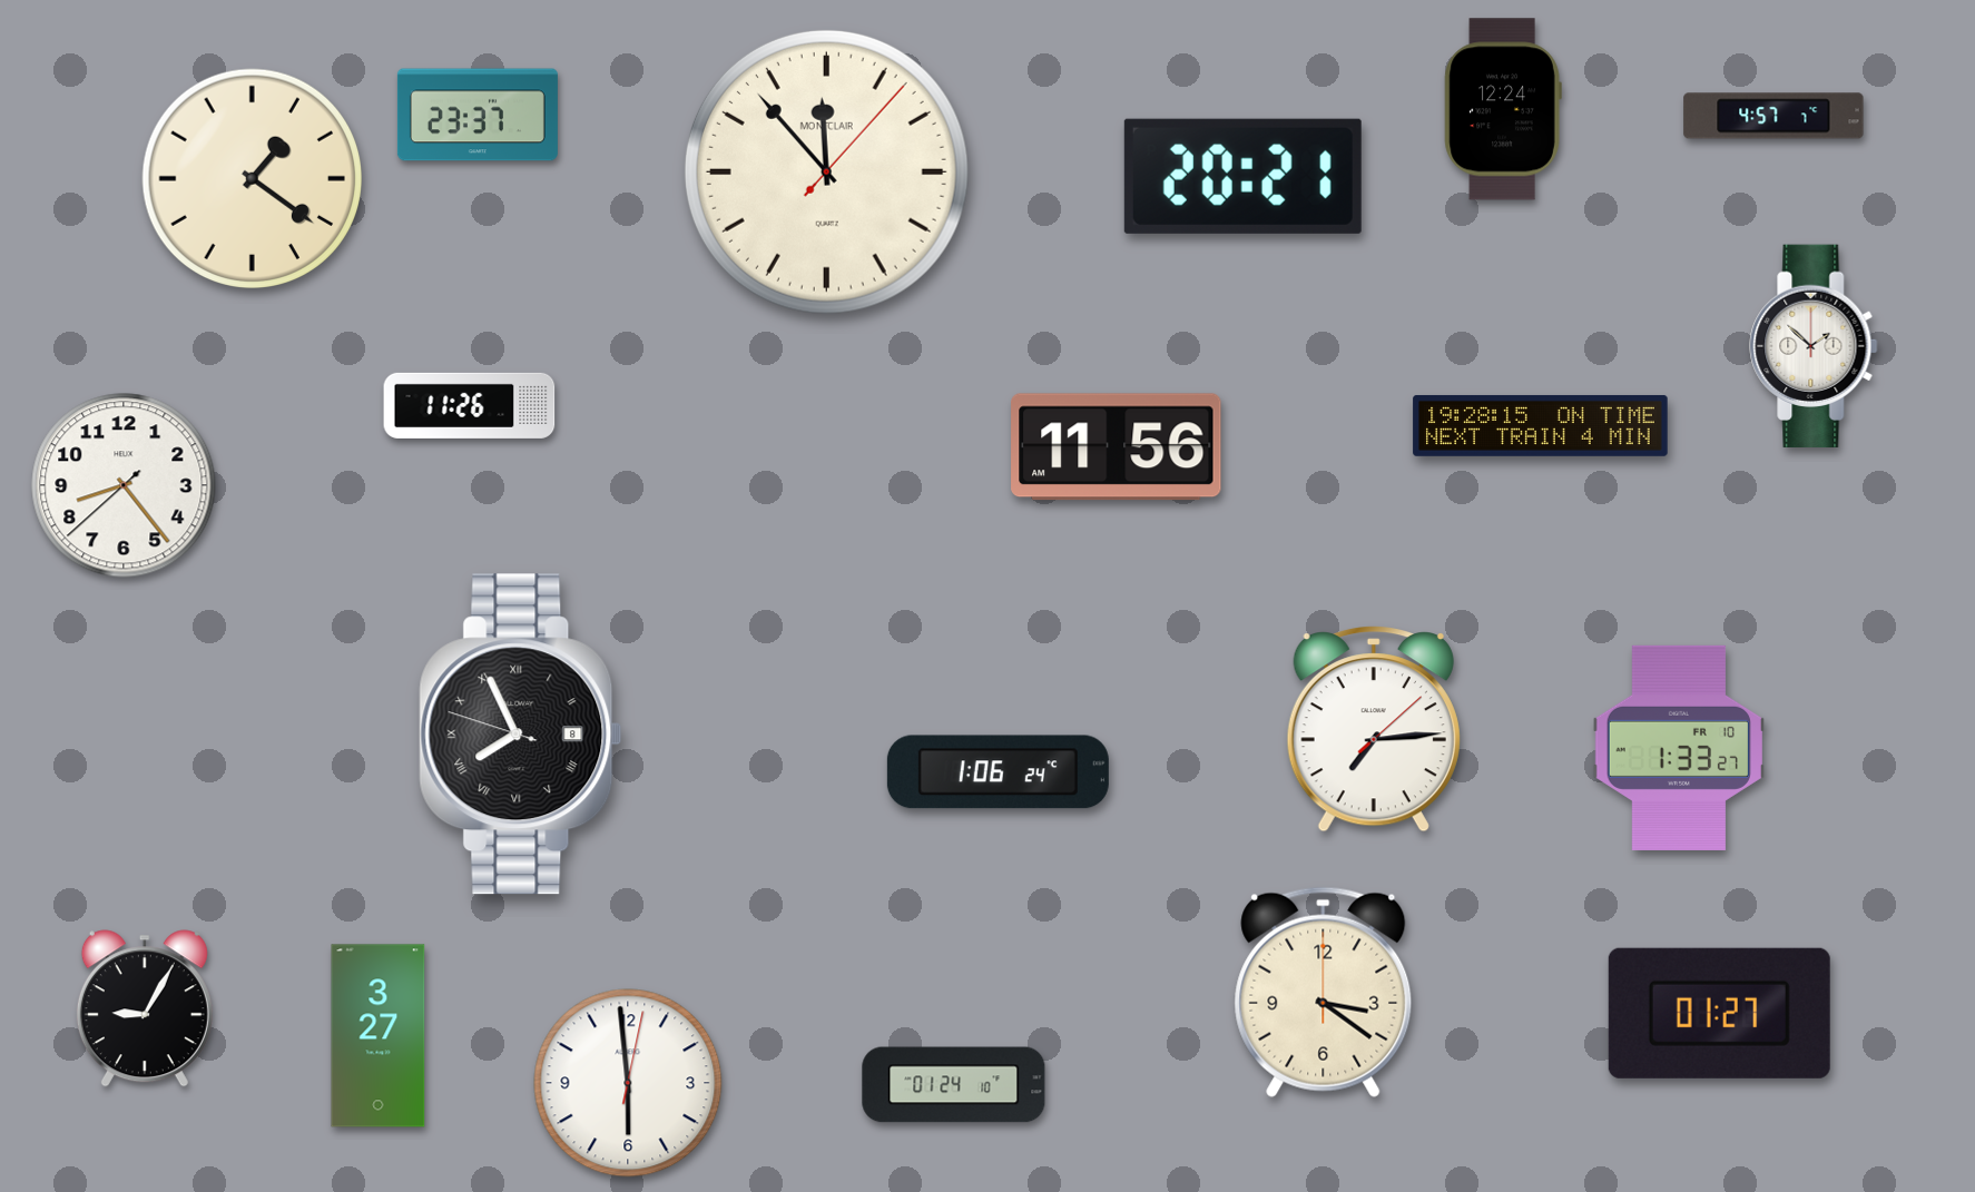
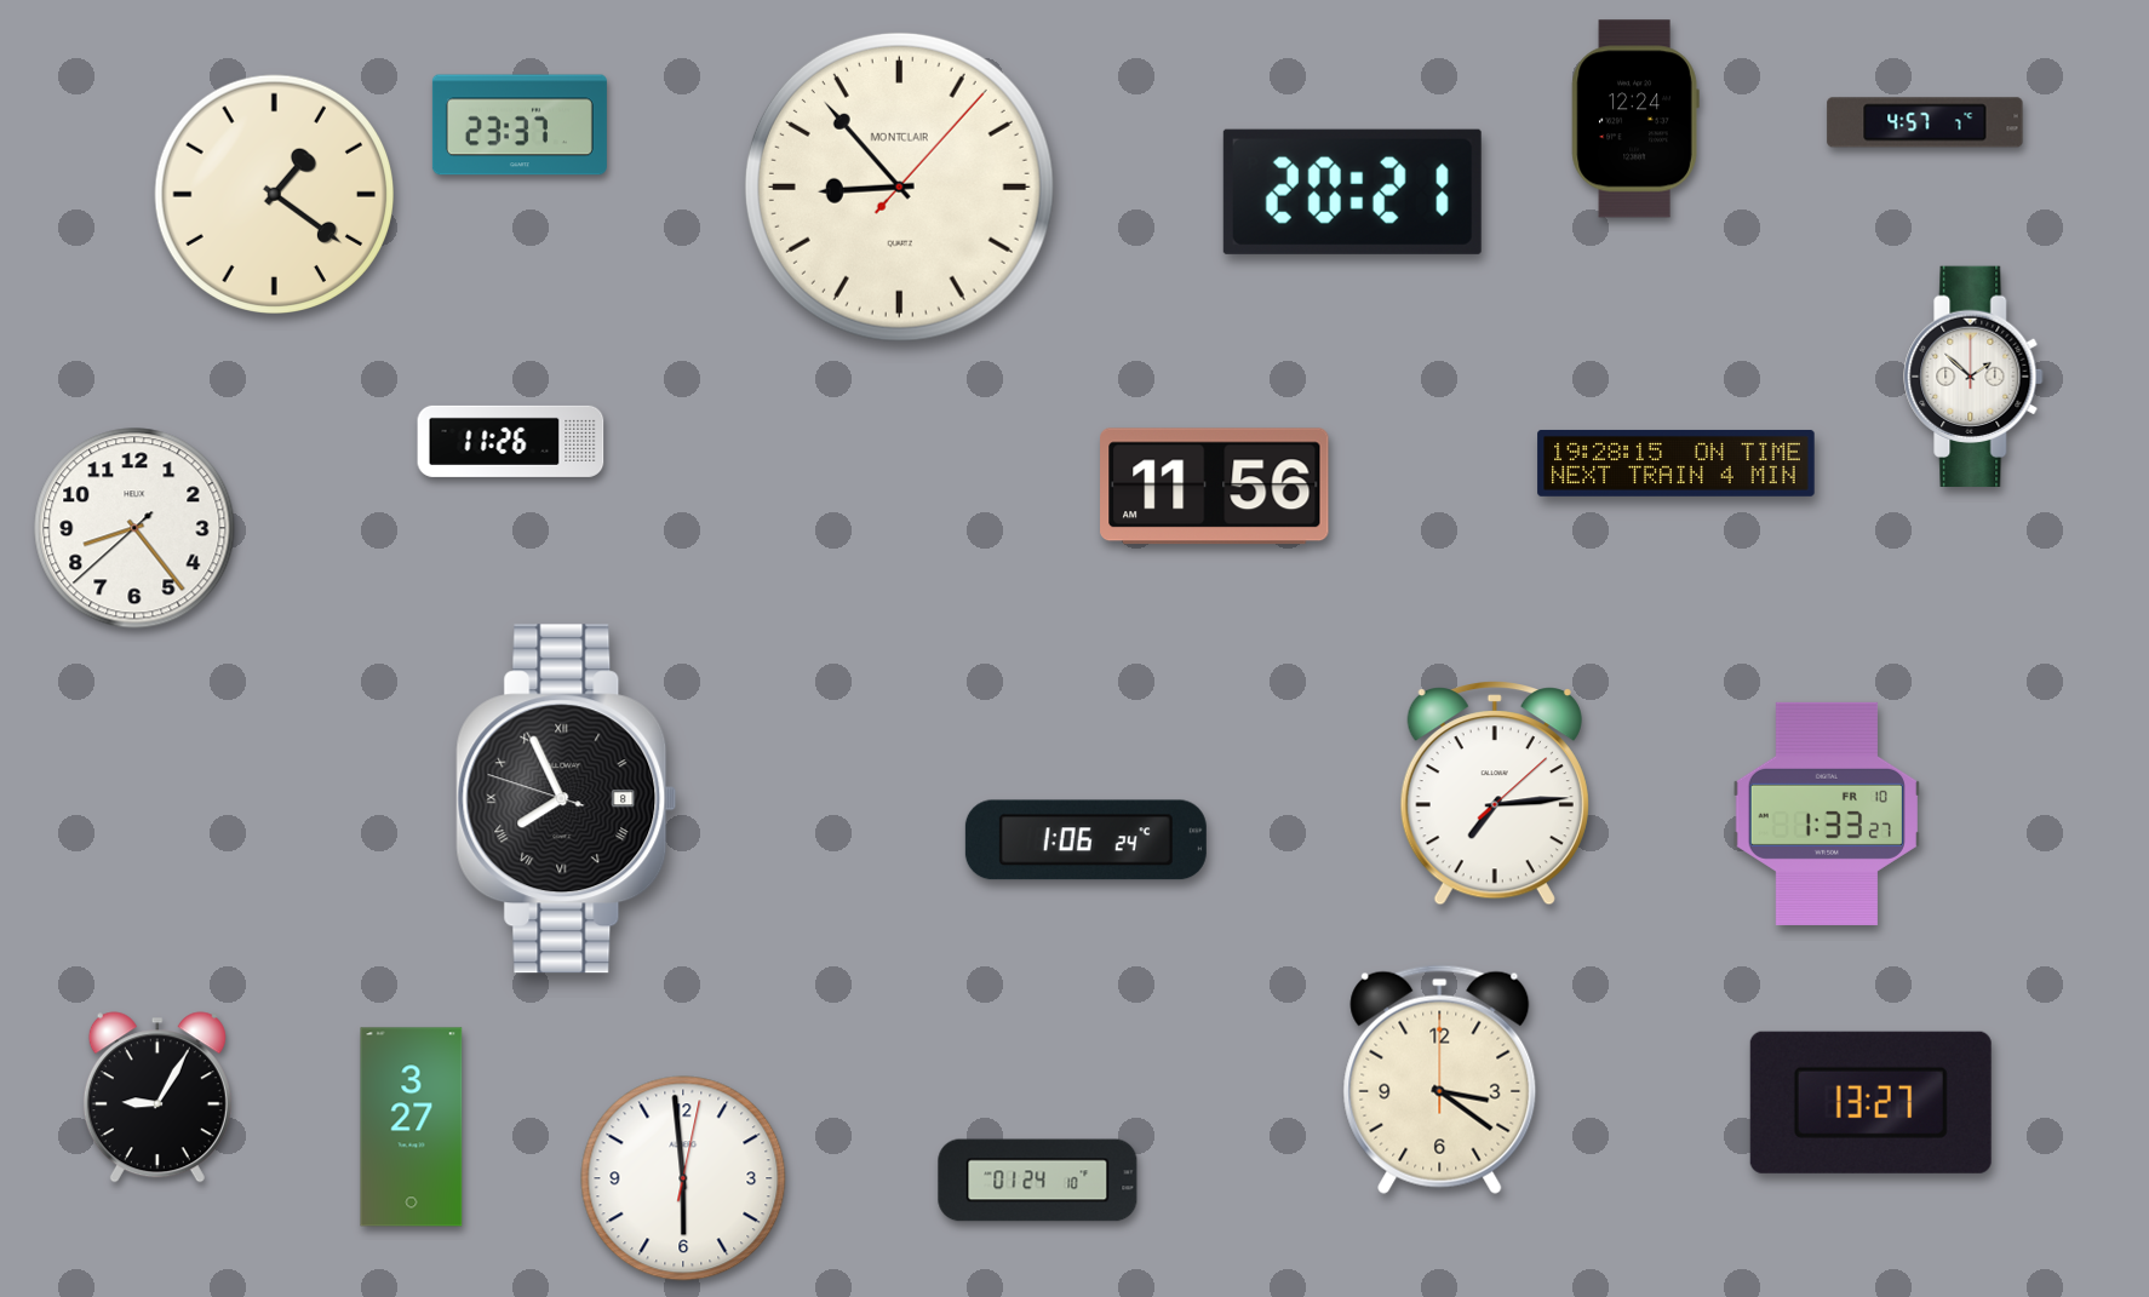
clock at (1773, 116) position: (1773, 116) -> (1925, 122)
clock at (826, 171): 11:53 -> 8:53
clock at (1719, 1013): 01:27 -> 13:27
